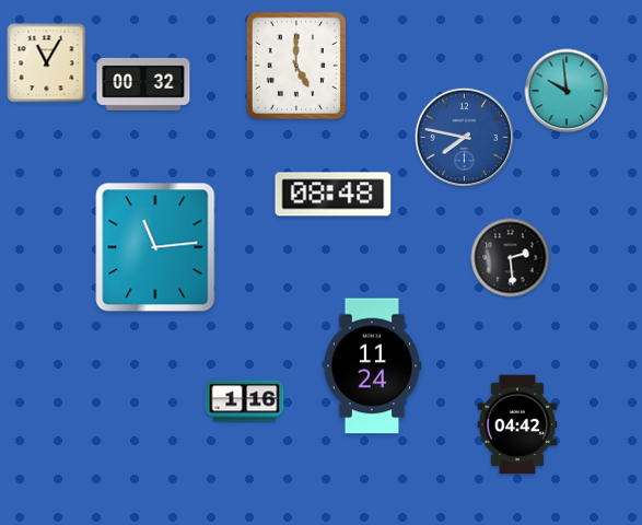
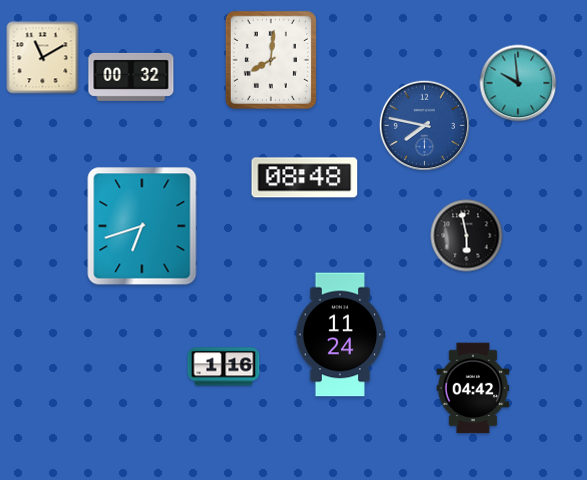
clock at (47, 63): 11:05 -> 11:10
clock at (296, 66): 5:00 -> 8:01
clock at (155, 247): 11:14 -> 6:42
clock at (511, 258): 2:29 -> 5:58
